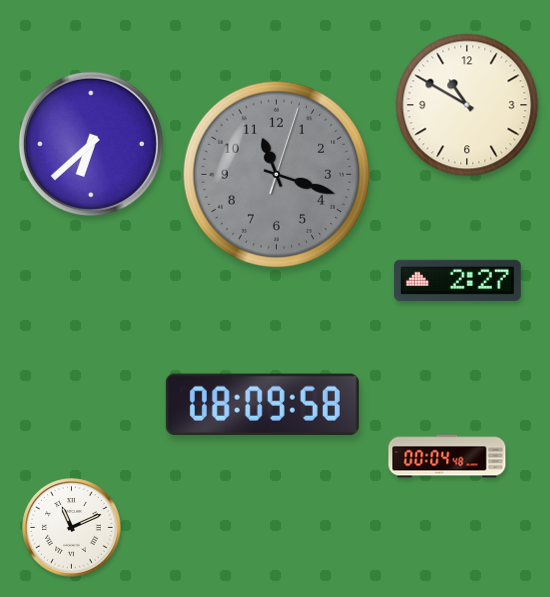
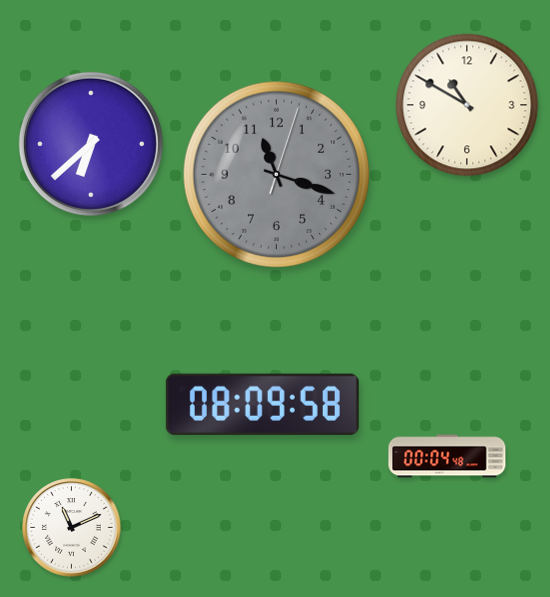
clock at (457, 280): 2:27 -> none
